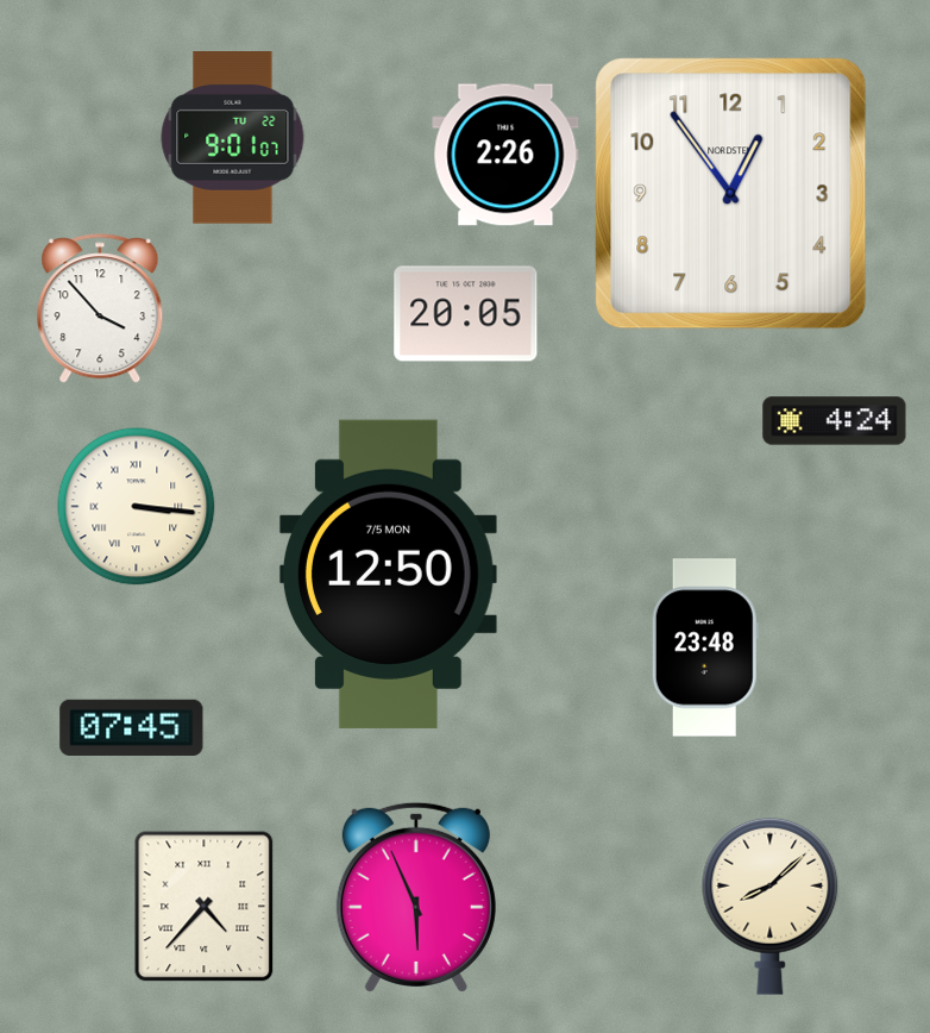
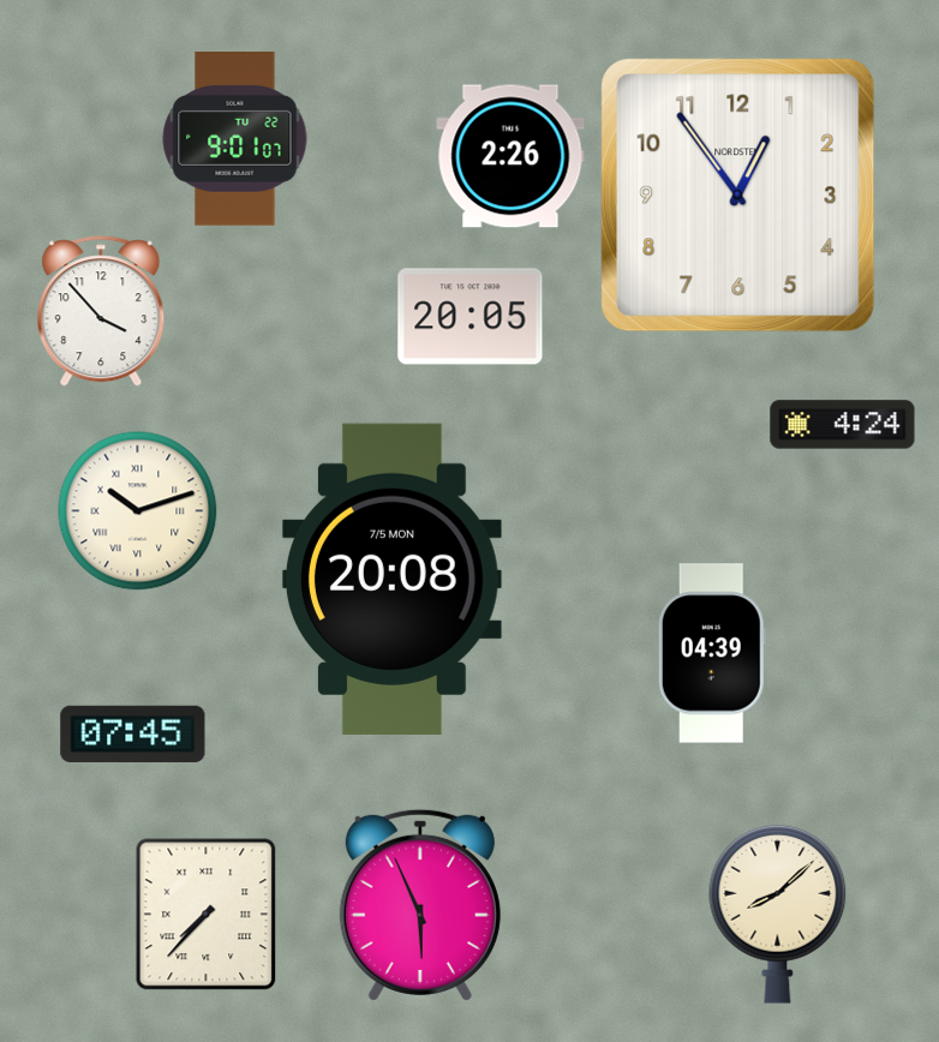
clock at (137, 507): 3:16 -> 10:12
clock at (388, 574): 12:50 -> 20:08
clock at (705, 647): 23:48 -> 04:39
clock at (205, 907): 4:37 -> 7:37
